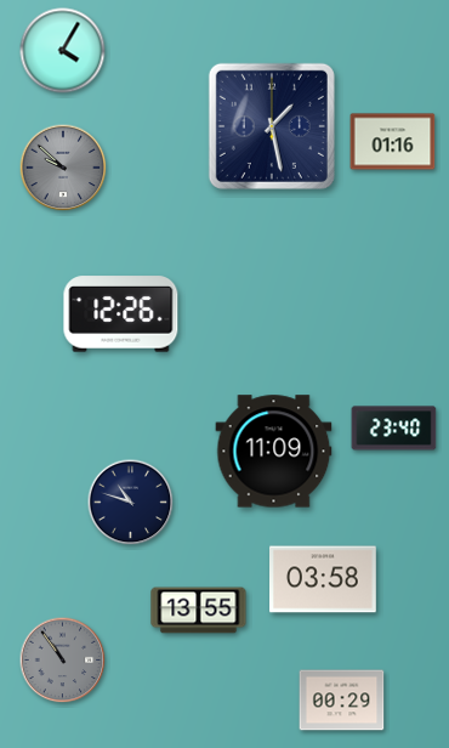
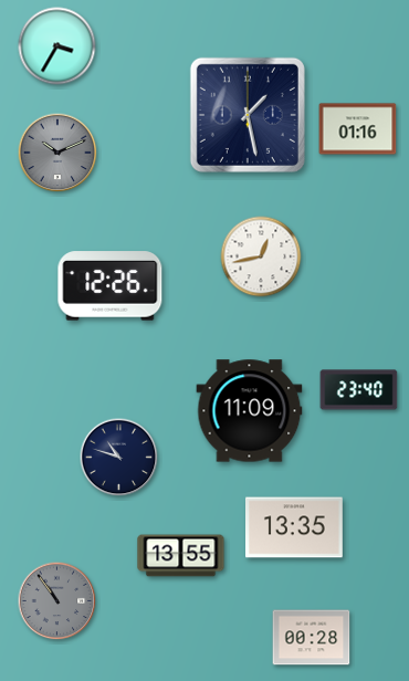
clock at (63, 51): 4:05 -> 3:35
clock at (63, 168): 9:52 -> 10:11
clock at (261, 256): none -> 12:43
clock at (324, 579): 03:58 -> 13:35
clock at (342, 701): 00:29 -> 00:28
